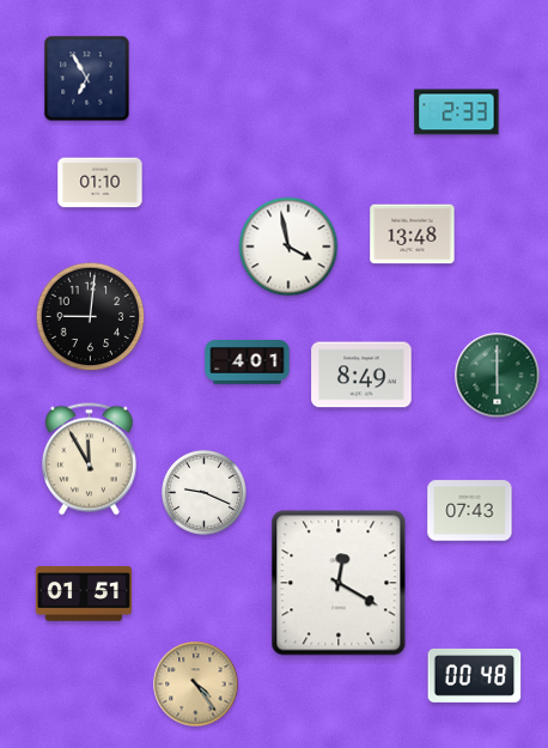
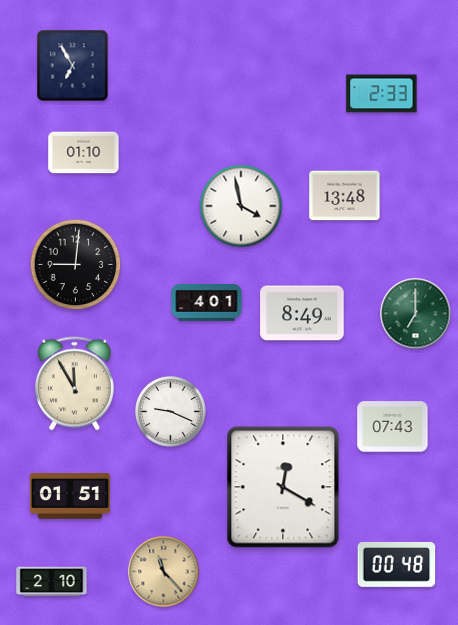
clock at (498, 376): 6:00 -> 7:00
clock at (196, 685): 4:24 -> 11:23
clock at (52, 582): none -> 2:10
